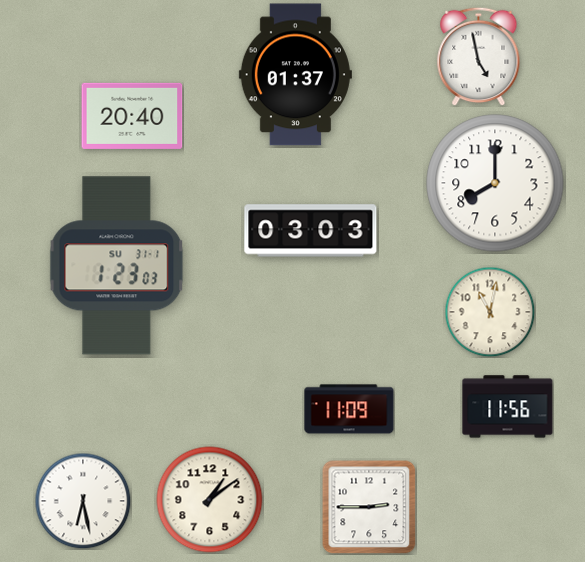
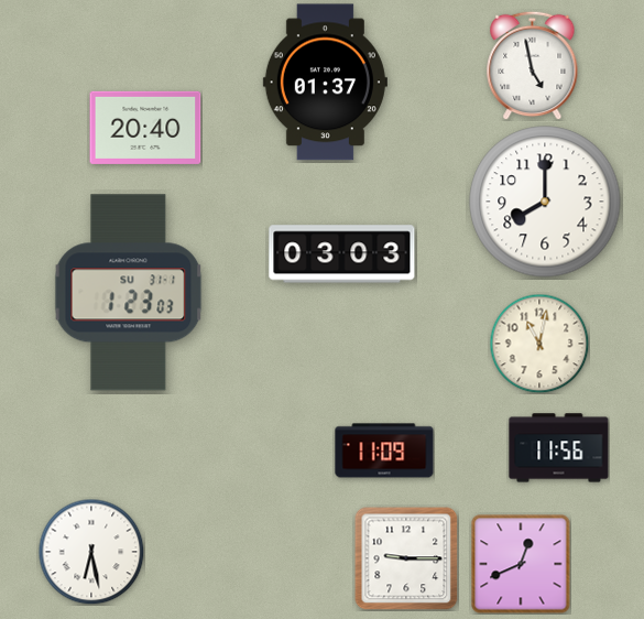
clock at (479, 56) position: (479, 56) -> (533, 65)
clock at (210, 500): 1:09 -> none
clock at (369, 507): 2:45 -> 9:15
clock at (521, 564): none -> 12:41
